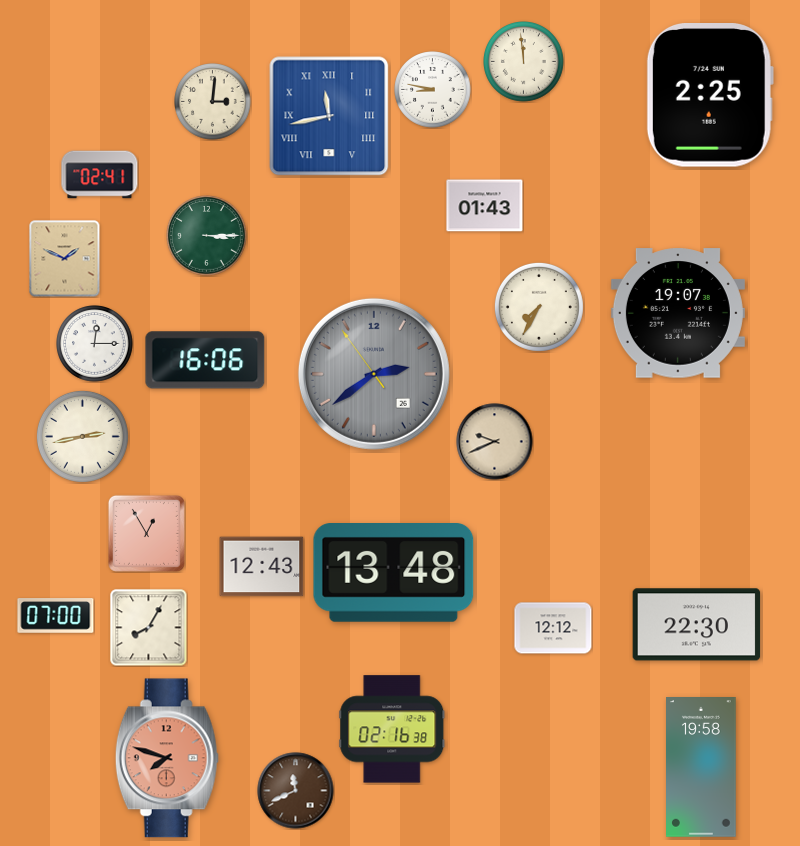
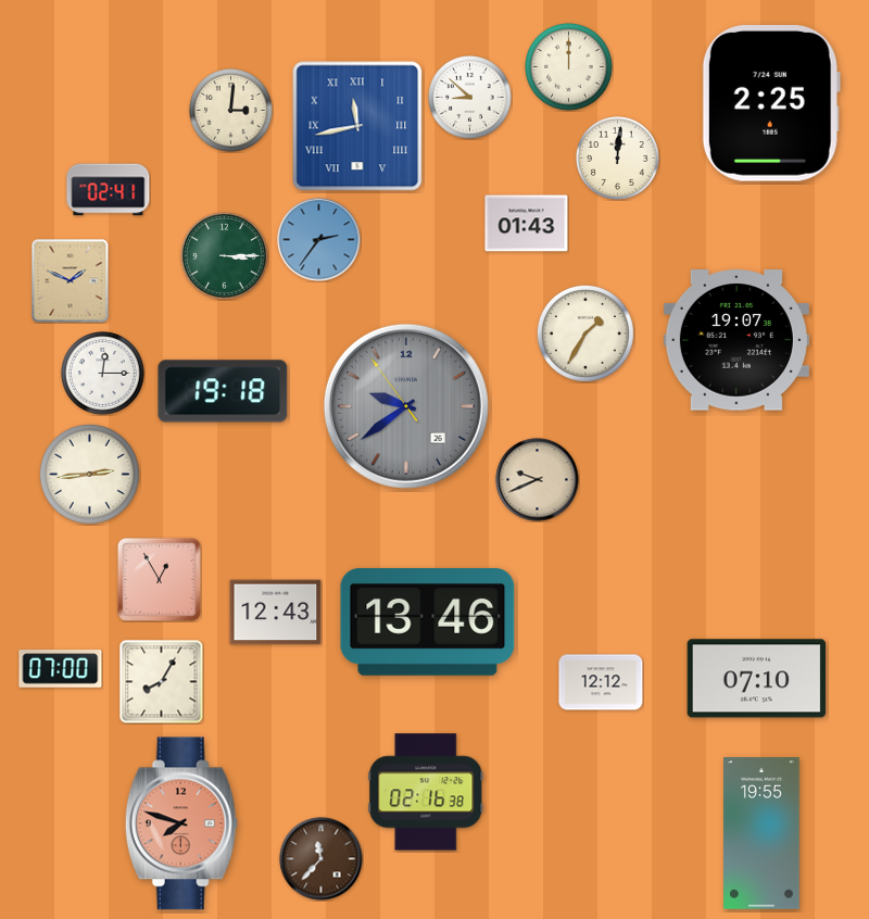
clock at (524, 62): 11:59 -> 12:00
clock at (433, 90): 8:47 -> 8:52
clock at (618, 159): none -> 12:01
clock at (319, 240): none -> 2:36
clock at (539, 307): 7:35 -> 1:35
clock at (205, 360): 16:06 -> 19:18
clock at (374, 374): 2:38 -> 9:38
clock at (82, 436): 2:43 -> 2:44
clock at (262, 567) position: (262, 567) -> (276, 613)
clock at (394, 573): 13:48 -> 13:46
clock at (697, 625): 22:30 -> 07:10
clock at (702, 768): 19:58 -> 19:55
clock at (296, 791): 11:41 -> 11:37
